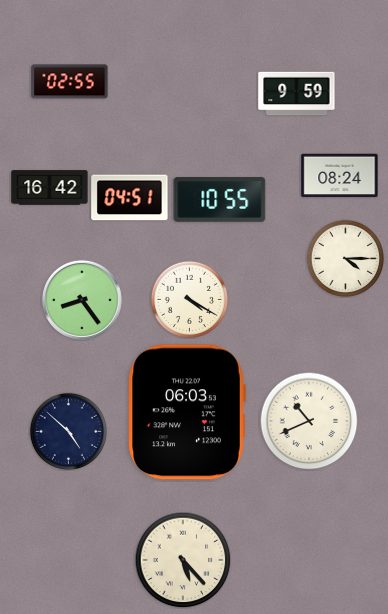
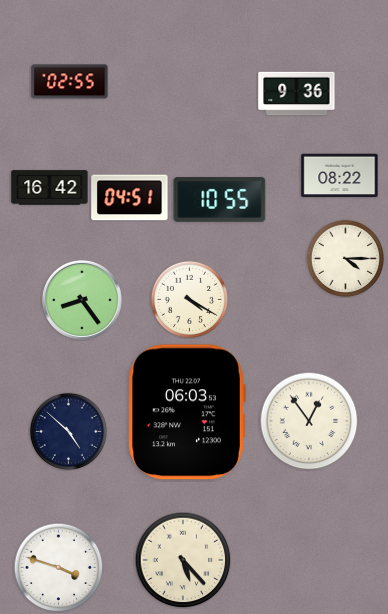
clock at (297, 94): 9:59 -> 9:36
clock at (340, 176): 08:24 -> 08:22
clock at (309, 421): 10:41 -> 12:54
clock at (58, 567): none -> 3:48
